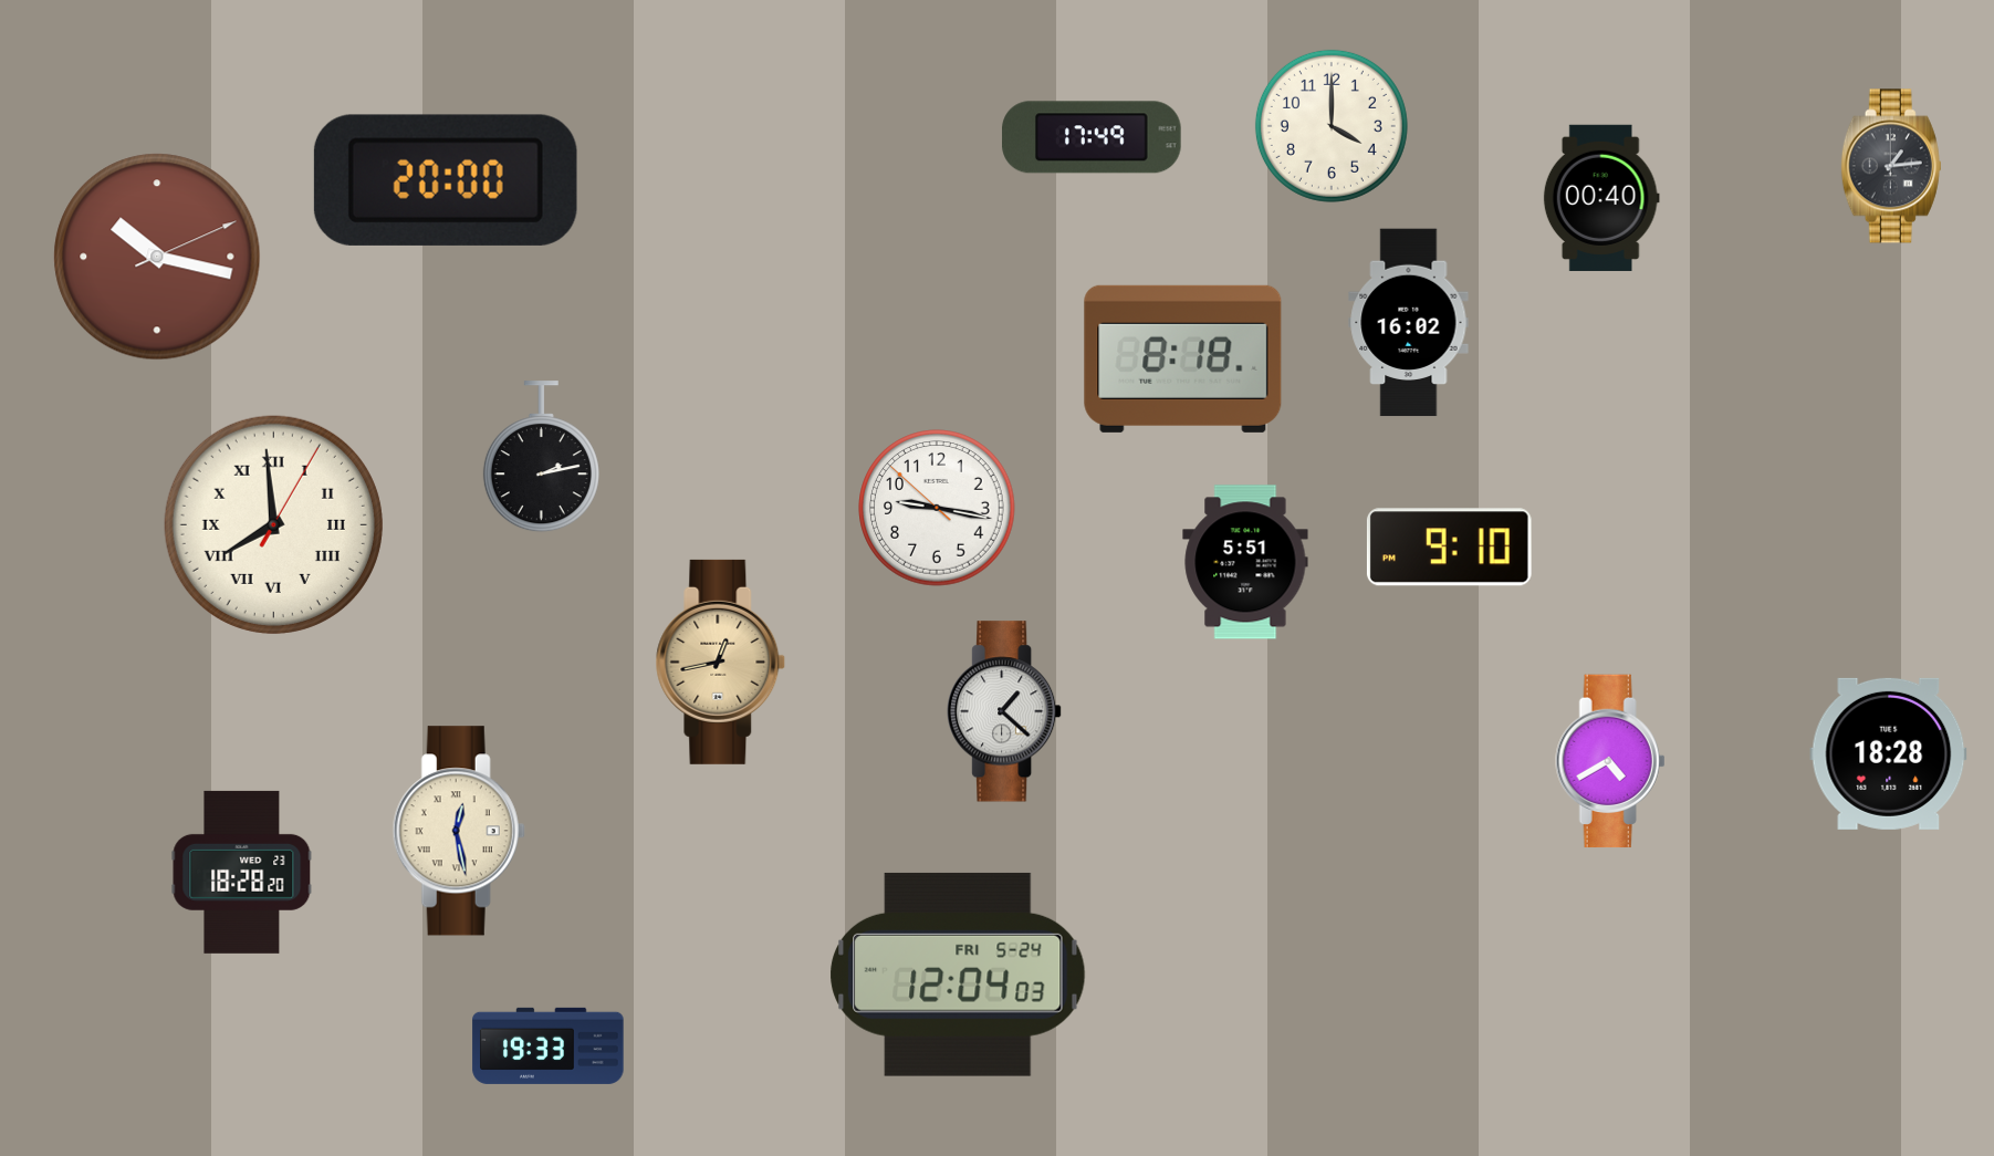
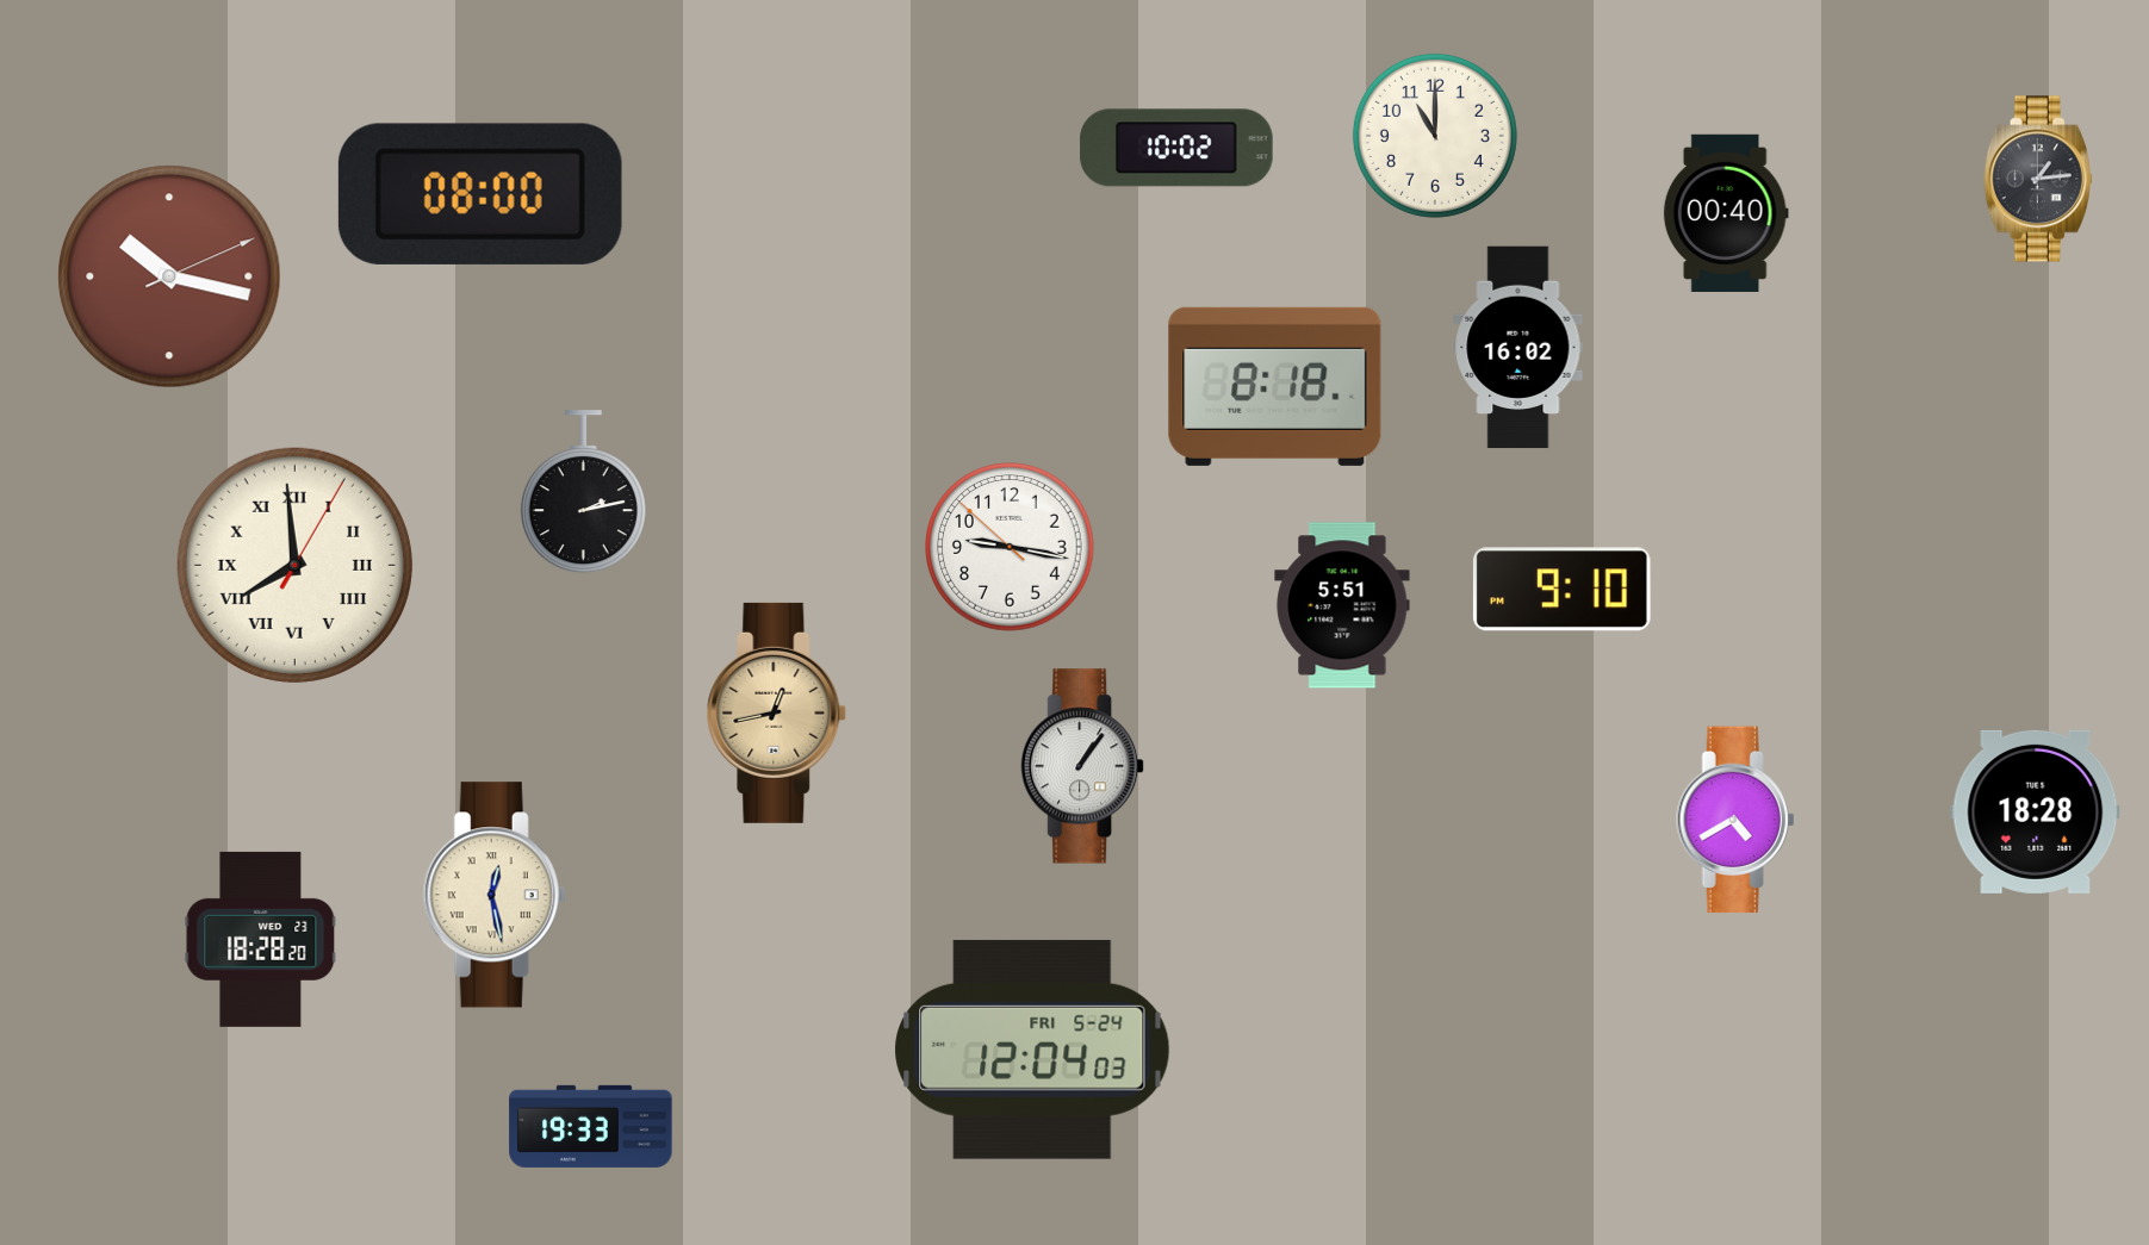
clock at (1332, 126): 4:00 -> 11:00
clock at (1092, 137): 17:49 -> 10:02
clock at (446, 180): 20:00 -> 08:00
clock at (1005, 711): 1:22 -> 1:06
